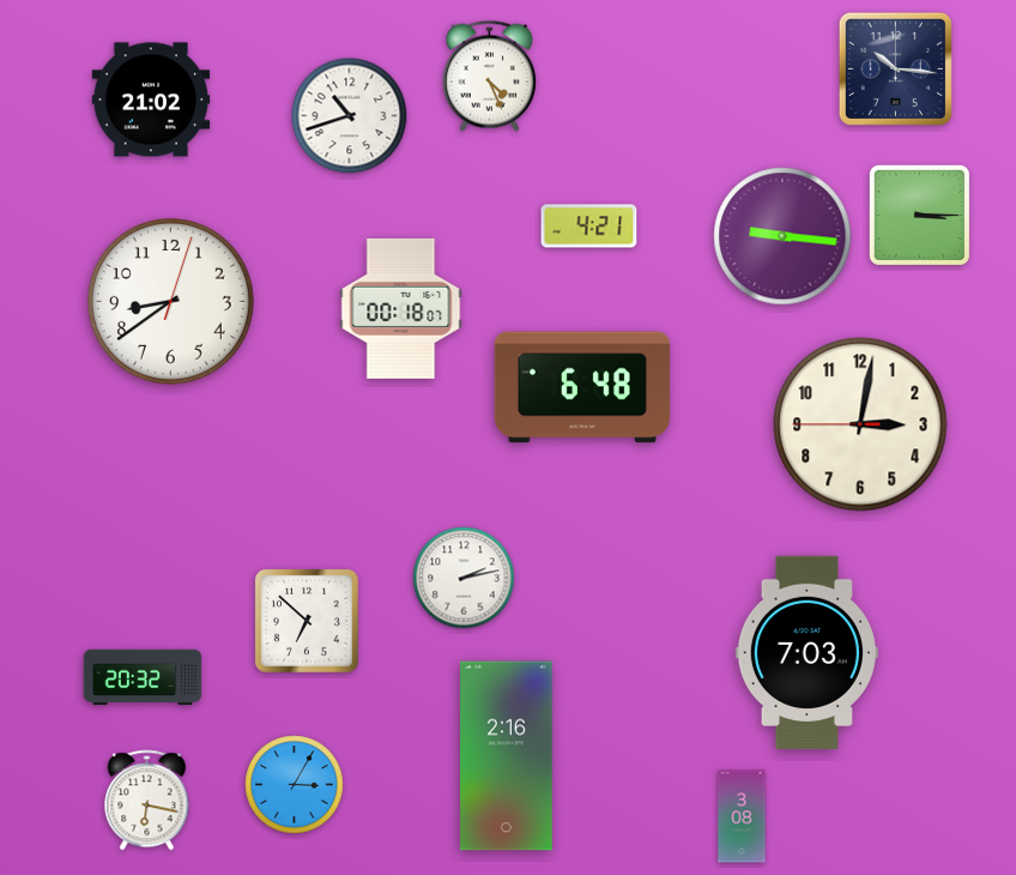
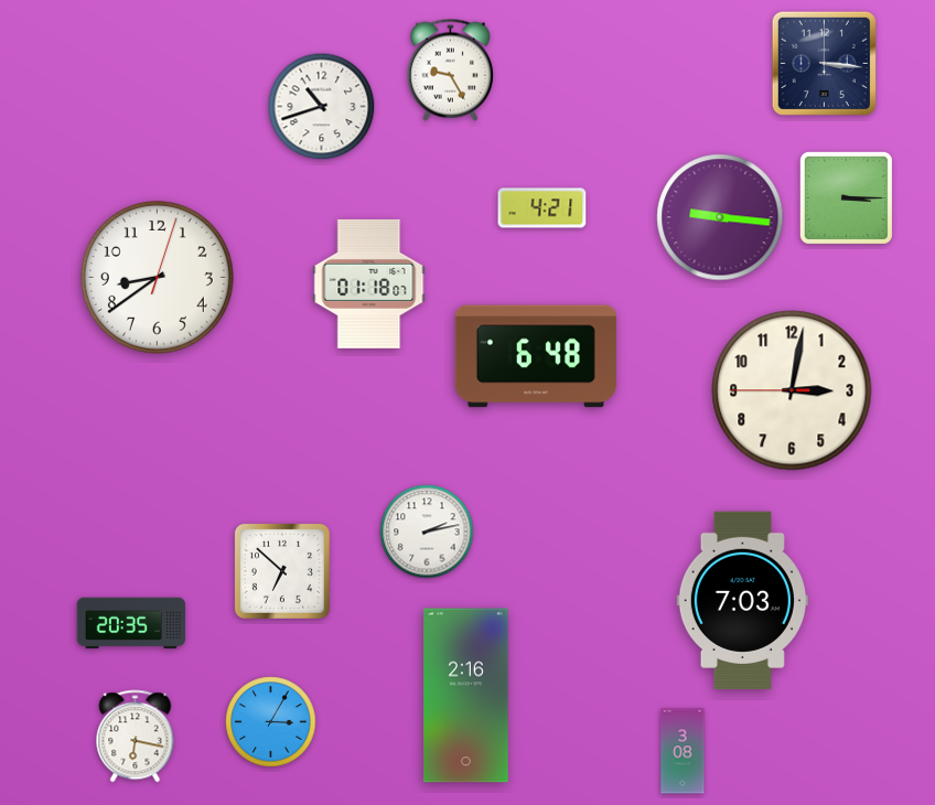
clock at (895, 68): 10:16 -> 3:16
clock at (489, 76): 4:26 -> 9:25
clock at (151, 99): 21:02 -> none
clock at (401, 308): 00:18 -> 01:18
clock at (143, 677): 20:32 -> 20:35
